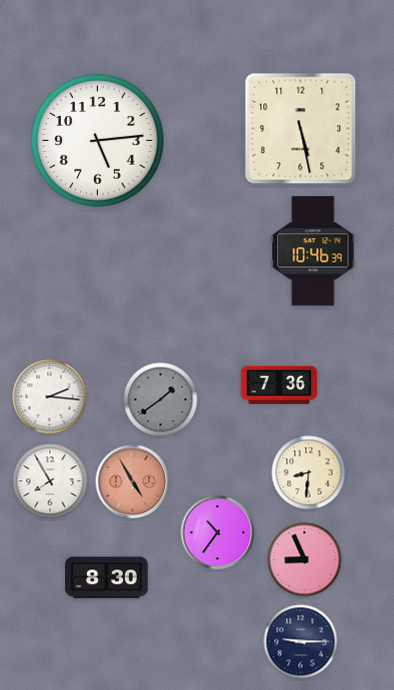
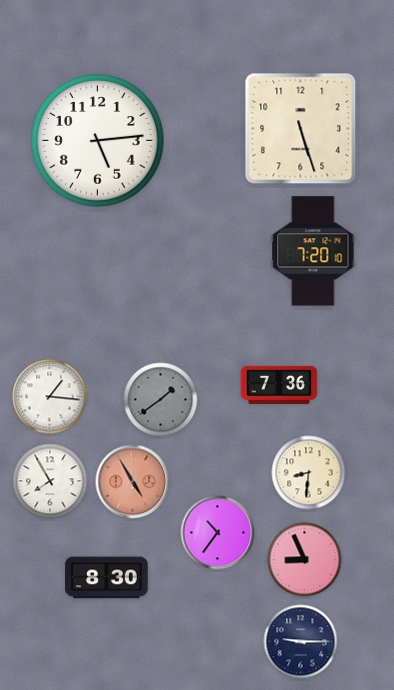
clock at (301, 129): 5:28 -> 5:27
clock at (313, 251): 10:46 -> 7:20
clock at (50, 397): 2:16 -> 1:16
